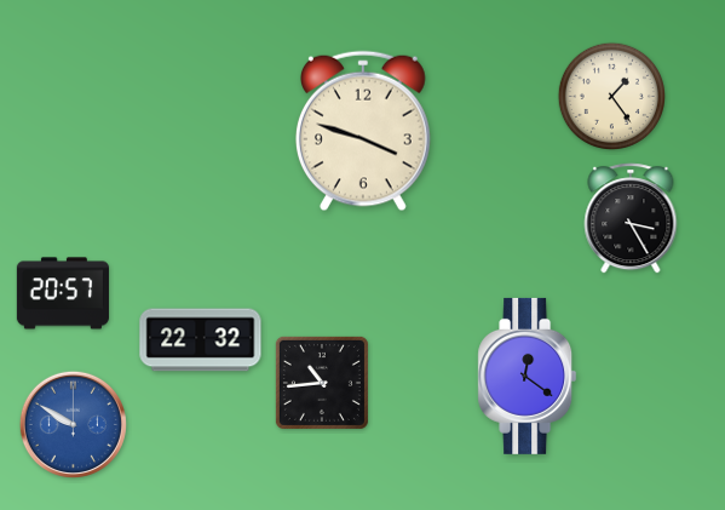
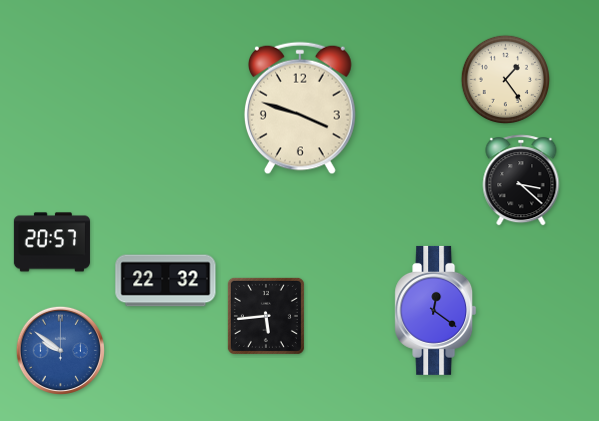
clock at (631, 218): 3:25 -> 3:22
clock at (322, 383): 10:44 -> 5:44
clock at (73, 424): 9:50 -> 9:51
